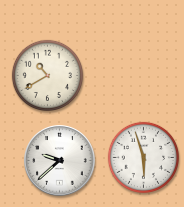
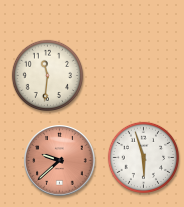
clock at (47, 75): 10:40 -> 11:31
clock at (60, 161) dial: white -> salmon
